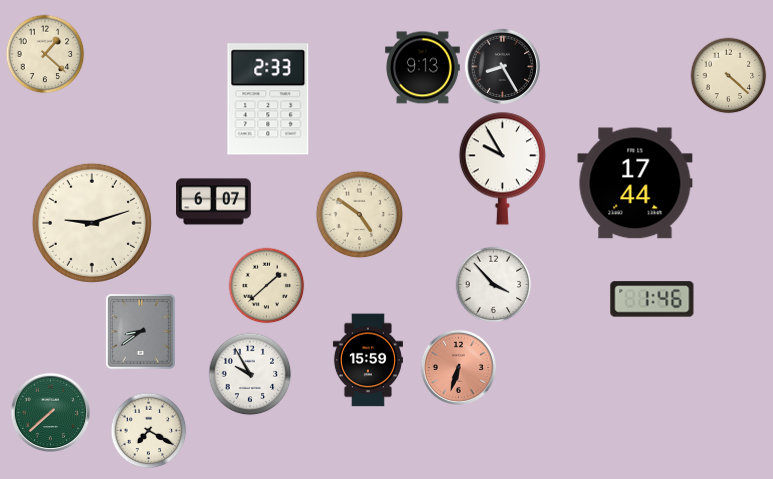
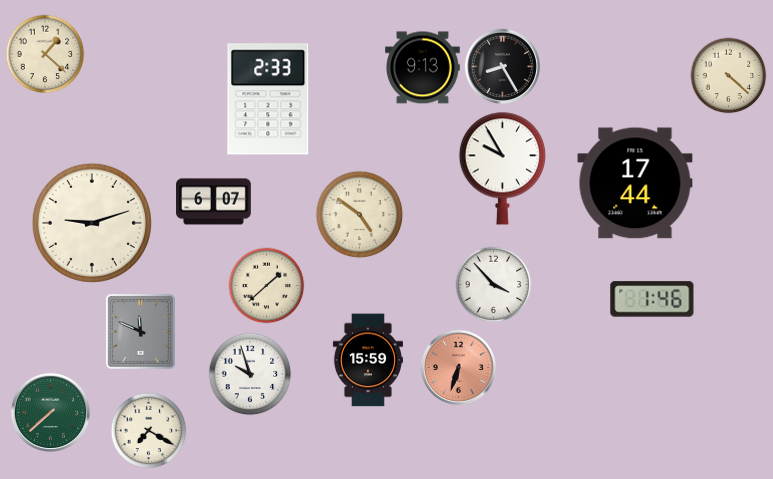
clock at (141, 332): 8:39 -> 11:49
clock at (250, 374): 9:55 -> 9:57
